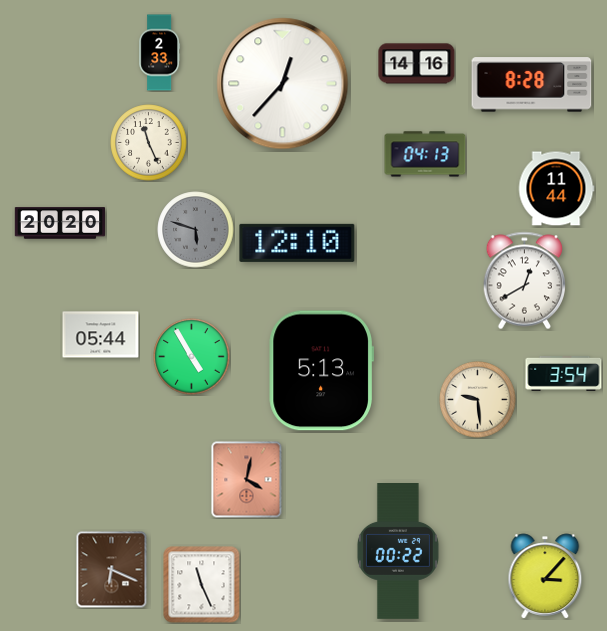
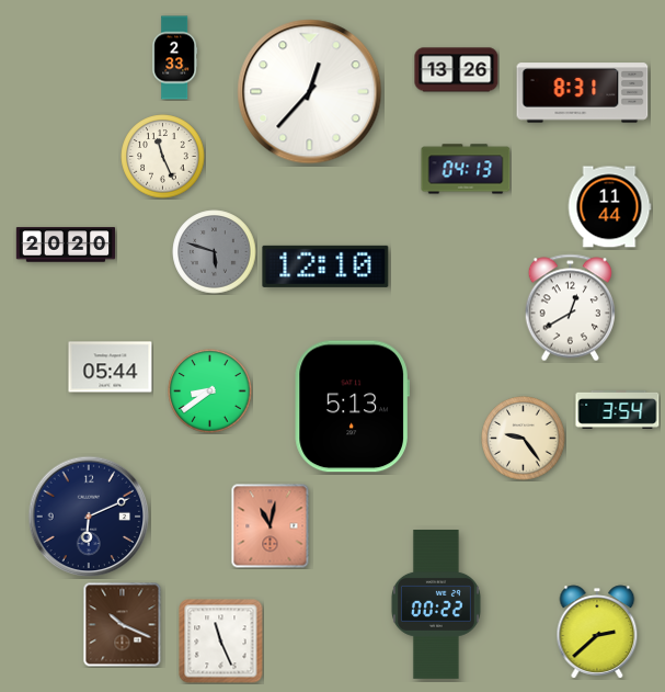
clock at (417, 64): 14:16 -> 13:26
clock at (532, 85): 8:28 -> 8:31
clock at (524, 281) position: (524, 281) -> (570, 308)
clock at (192, 357): 4:55 -> 8:39
clock at (478, 400): 9:29 -> 9:24
clock at (89, 517): none -> 6:11
clock at (247, 480): 4:02 -> 11:02
clock at (112, 570): 6:19 -> 10:19
clock at (545, 576): 3:07 -> 2:38
